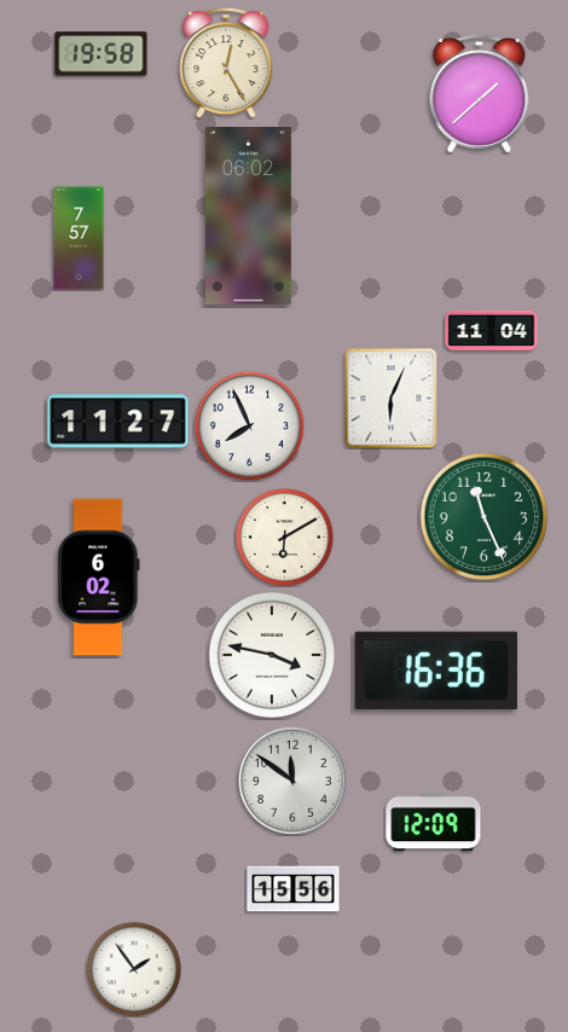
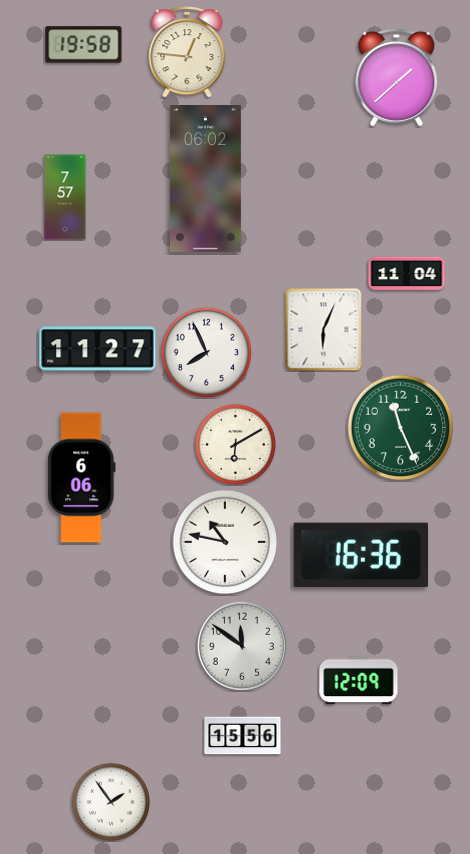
clock at (226, 64): 12:25 -> 12:46
clock at (99, 578): 6:02 -> 6:06
clock at (272, 655): 3:47 -> 10:47
